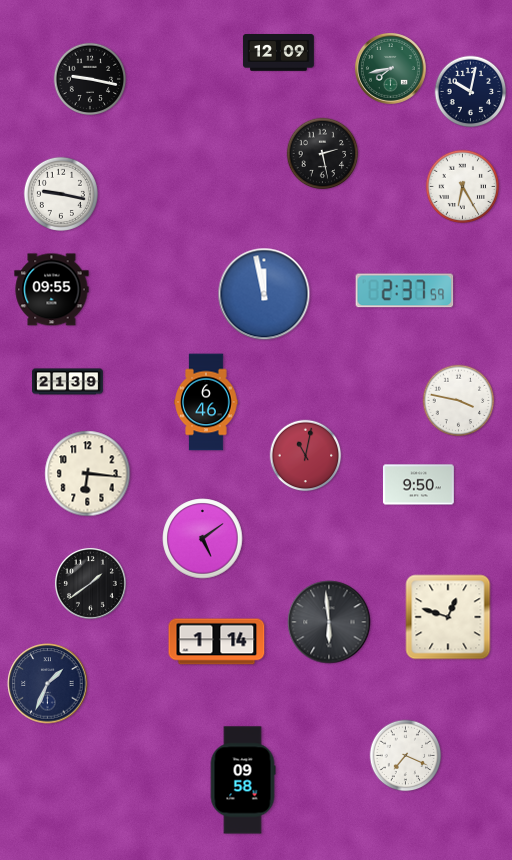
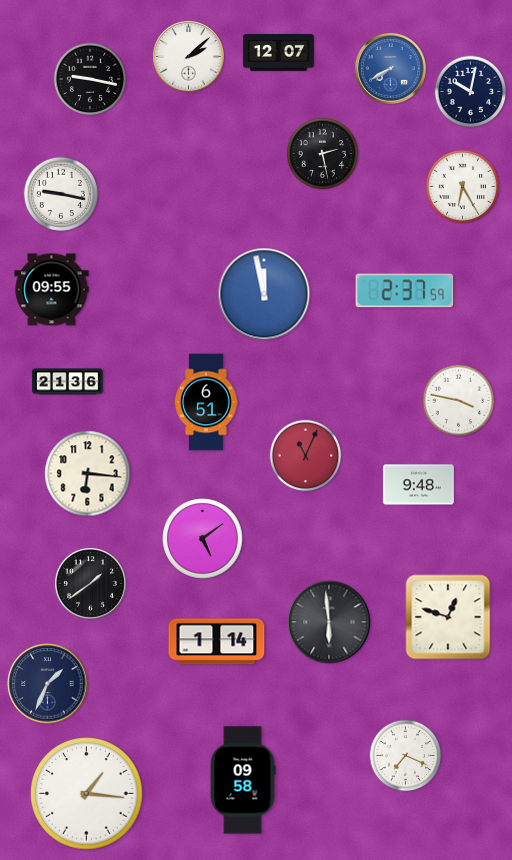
clock at (278, 53): 12:09 -> 12:07
clock at (188, 56): none -> 2:08
clock at (390, 68): 7:43 -> 7:40
clock at (390, 68) dial: green -> blue
clock at (68, 382): 21:39 -> 21:36
clock at (206, 402): 6:46 -> 6:51
clock at (306, 456): 11:02 -> 11:04
clock at (418, 485): 9:50 -> 9:48
clock at (87, 794): none -> 1:16
